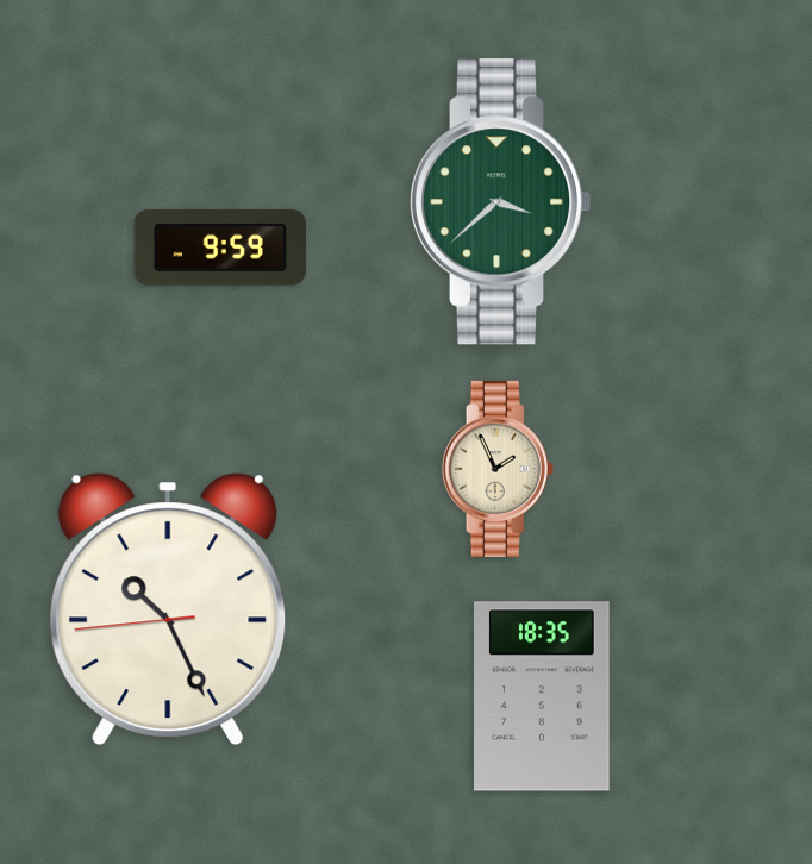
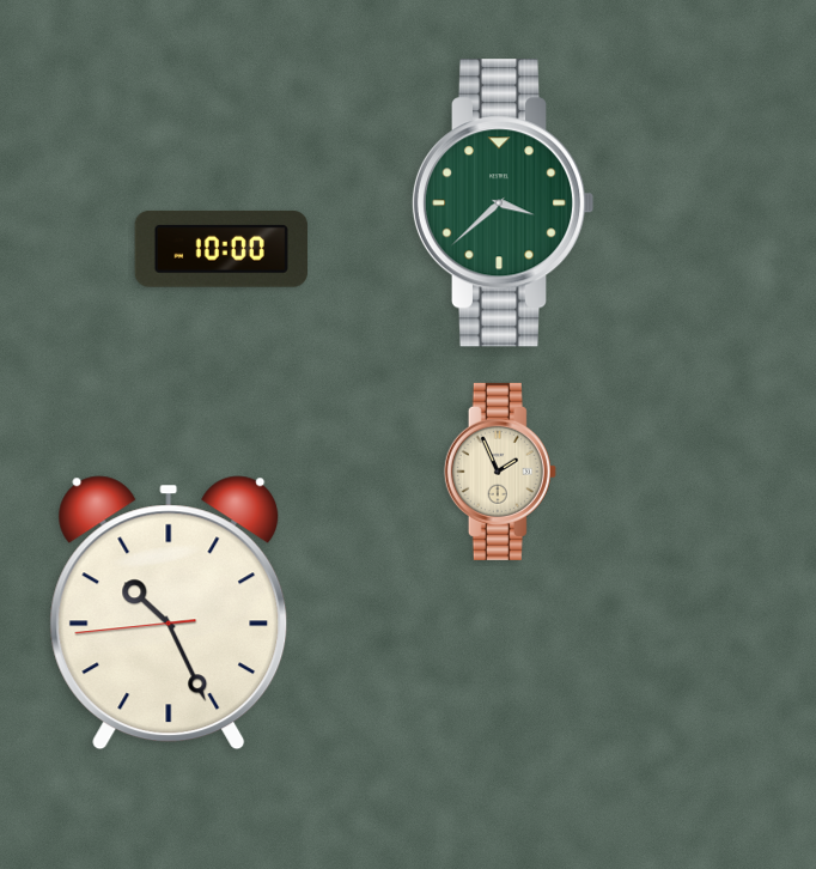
clock at (220, 248): 9:59 -> 10:00
clock at (543, 696): 18:35 -> none
